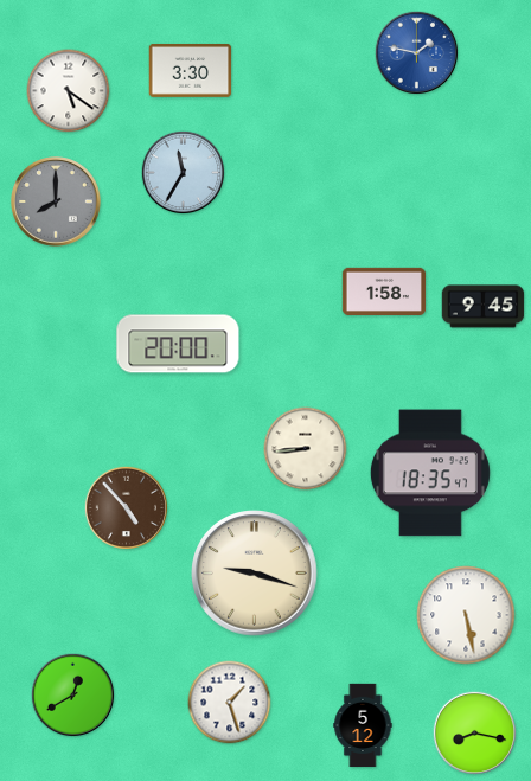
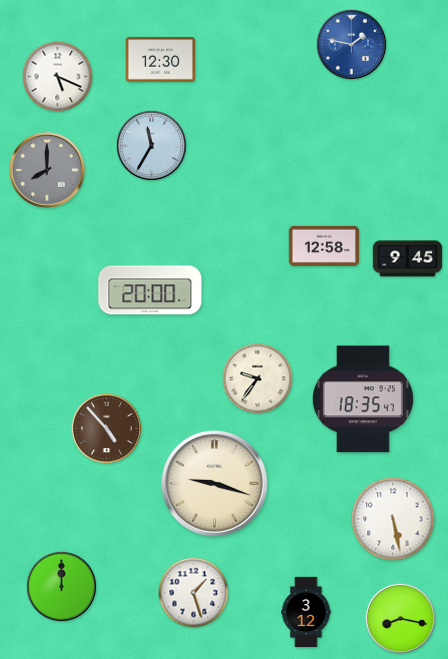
clock at (191, 70): 3:30 -> 12:30
clock at (69, 91): 5:21 -> 5:19
clock at (184, 173) position: (184, 173) -> (152, 146)
clock at (384, 290): 1:58 -> 12:58
clock at (306, 449): 8:44 -> 9:36
clock at (73, 696): 12:40 -> 12:00
clock at (363, 725): 5:12 -> 3:12
